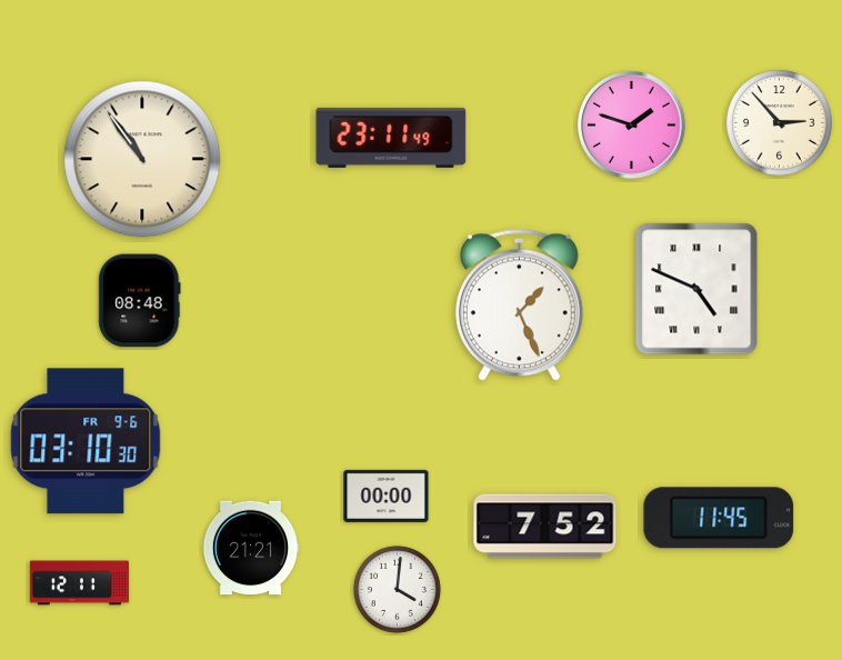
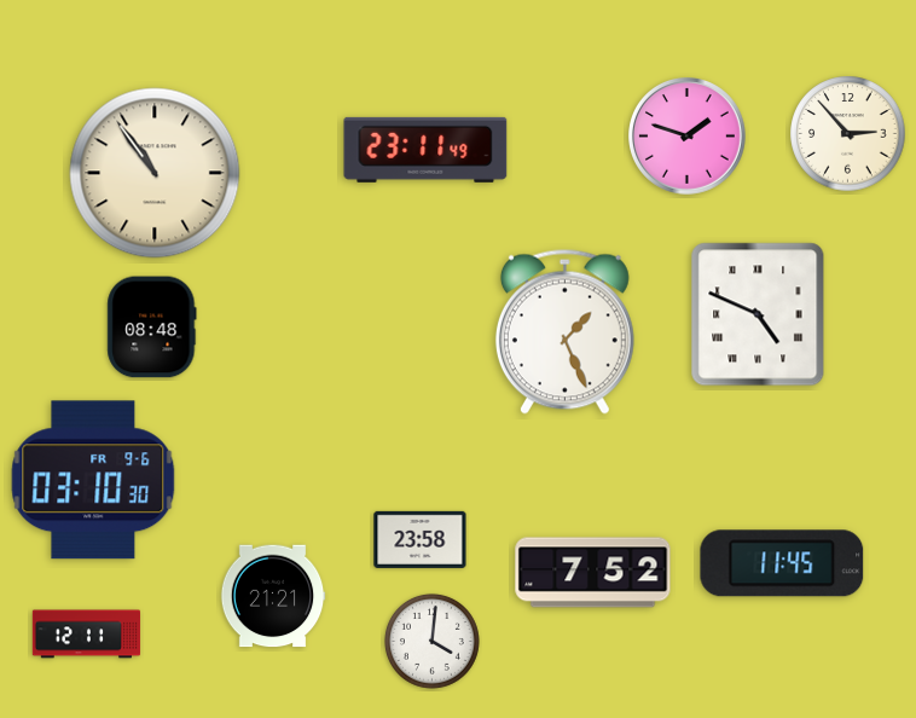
clock at (387, 496): 00:00 -> 23:58
